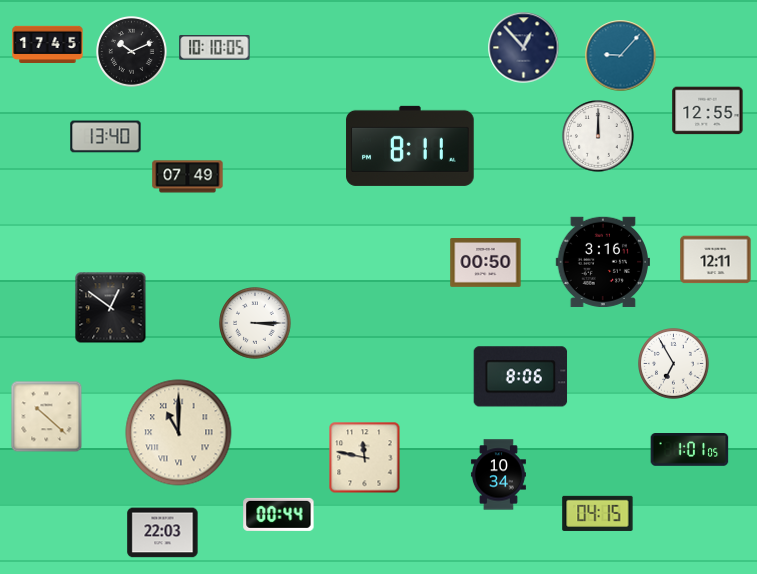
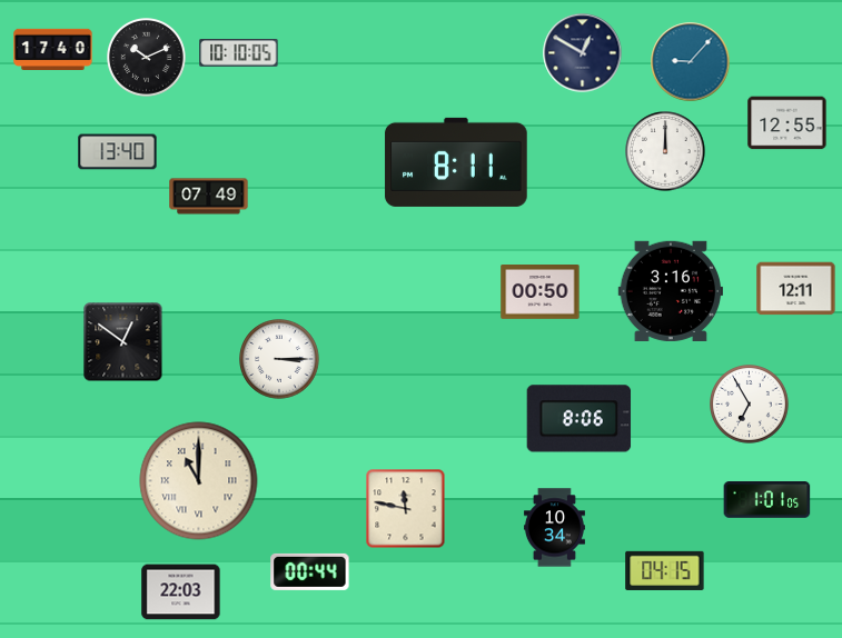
clock at (48, 44): 17:45 -> 17:40
clock at (524, 48): 12:53 -> 12:50
clock at (255, 323) position: (255, 323) -> (279, 359)
clock at (47, 417): 10:22 -> none
